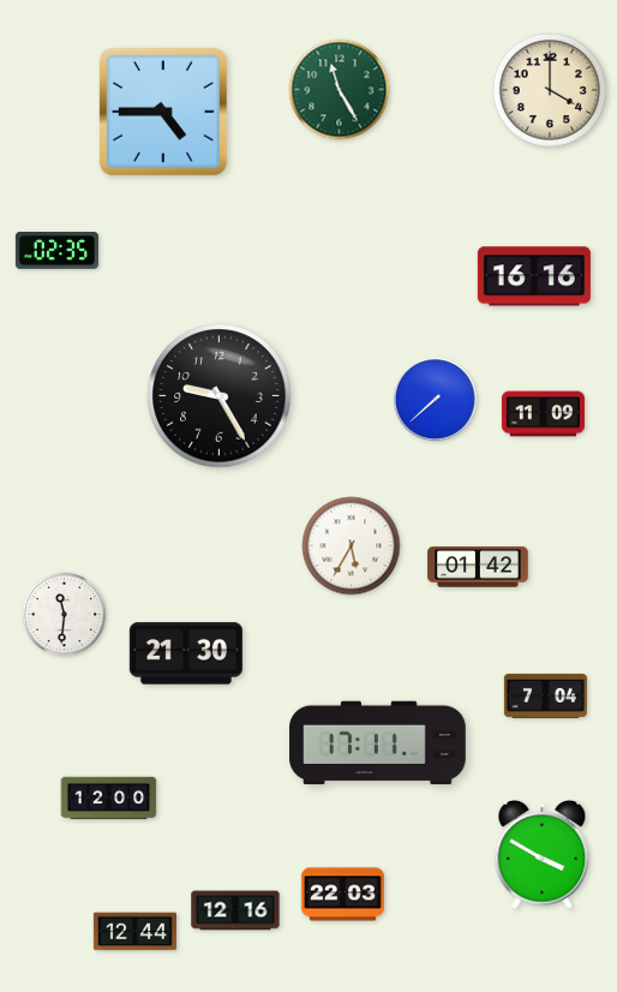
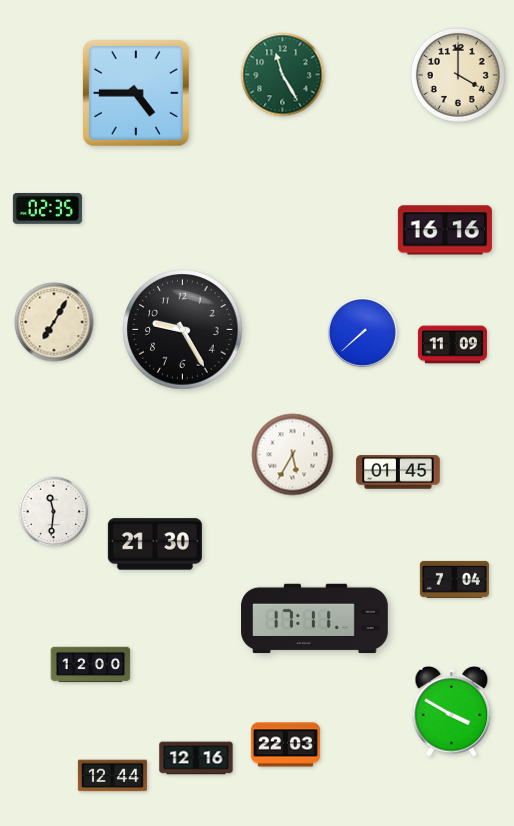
clock at (54, 322): none -> 7:05
clock at (478, 567): 01:42 -> 01:45
